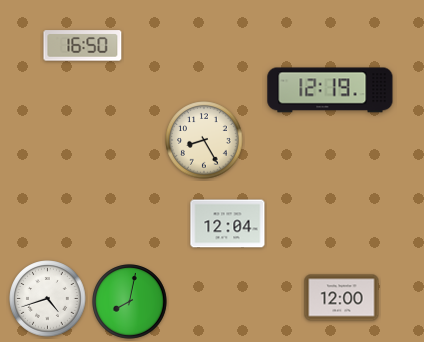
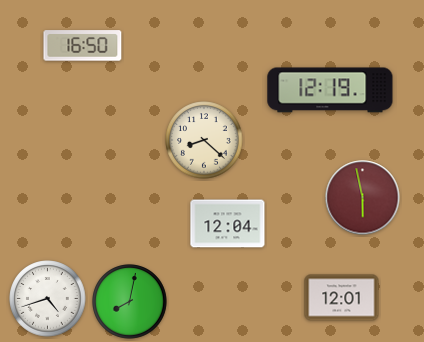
clock at (204, 140): 8:25 -> 8:22
clock at (363, 198): none -> 5:58
clock at (342, 298): 12:00 -> 12:01
